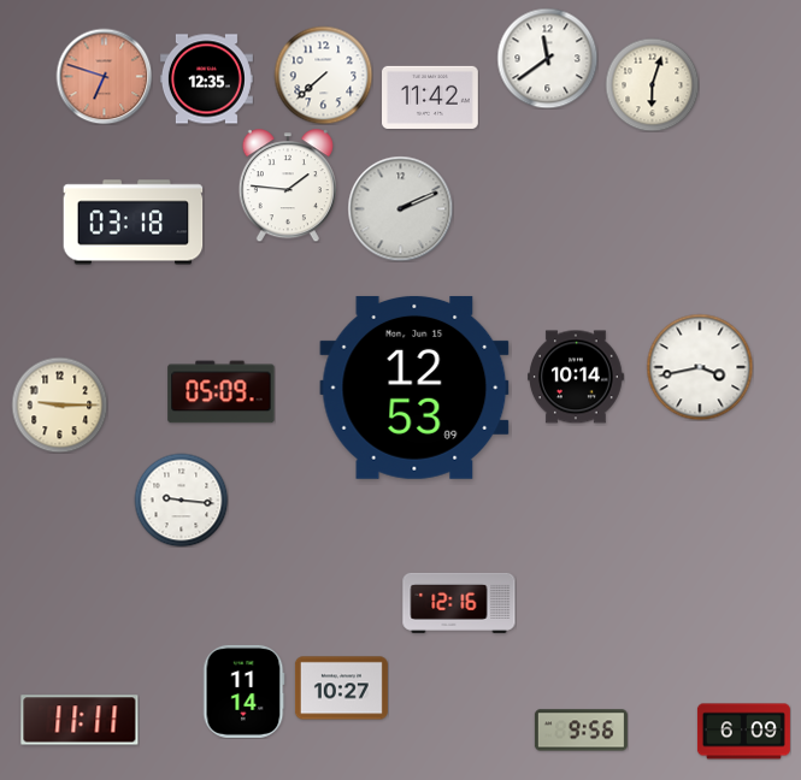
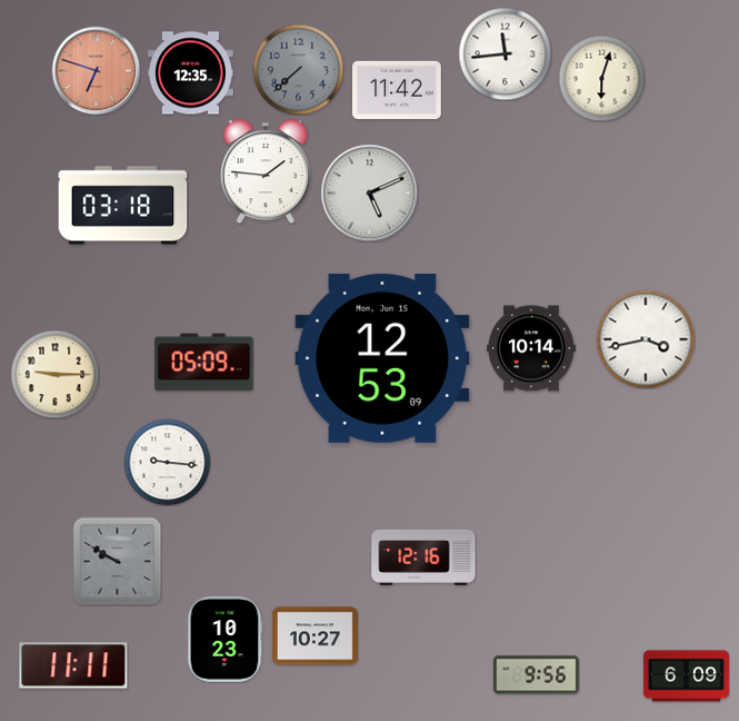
clock at (547, 58): 11:39 -> 11:44
clock at (323, 75) dial: white -> grey
clock at (400, 208): 2:11 -> 5:11
clock at (117, 561): none -> 9:50
clock at (243, 691): 11:14 -> 10:23
